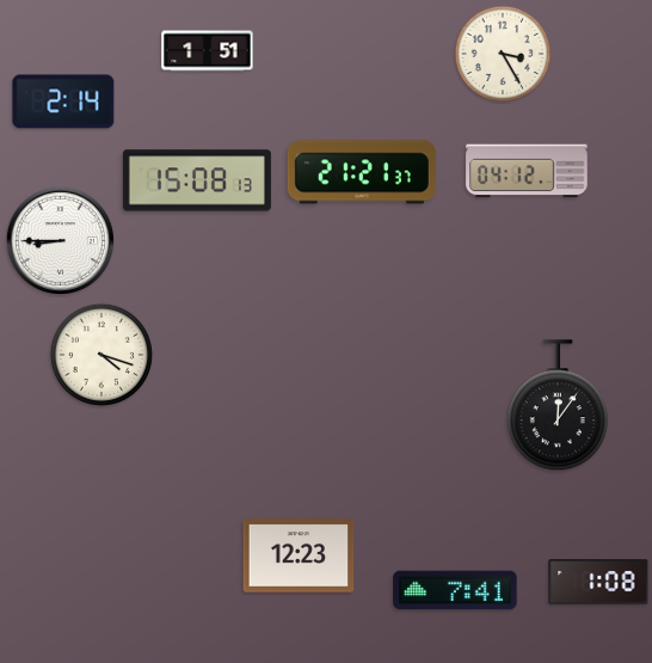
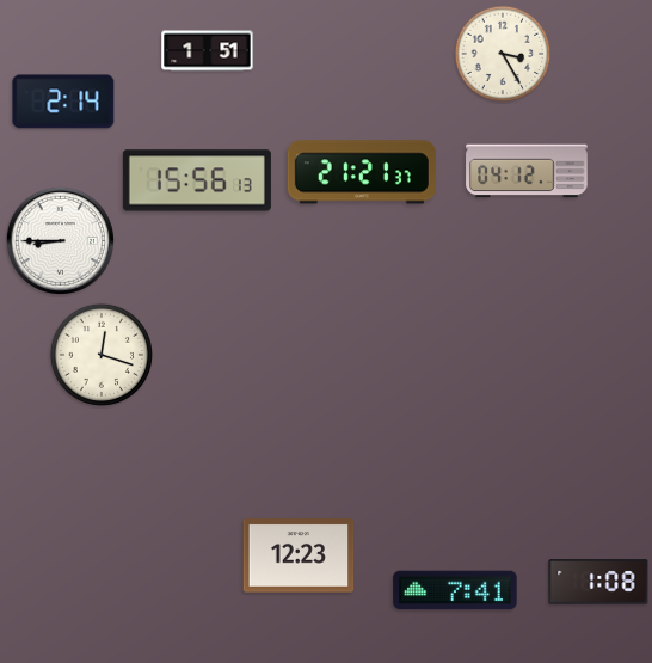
clock at (197, 180): 15:08 -> 15:56
clock at (100, 354): 4:18 -> 12:18
clock at (558, 406): 12:06 -> none
